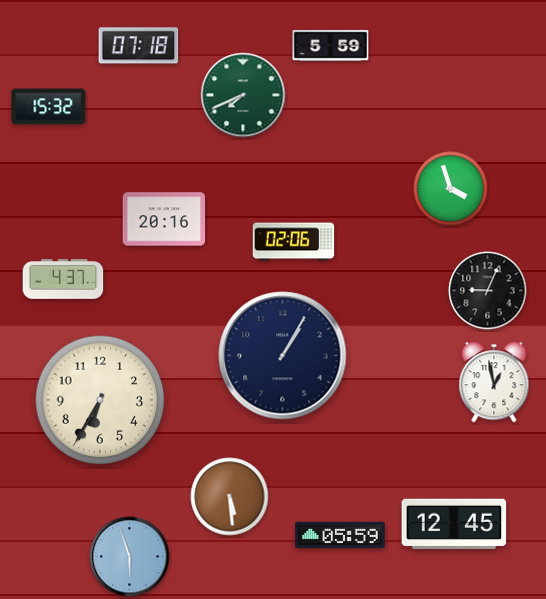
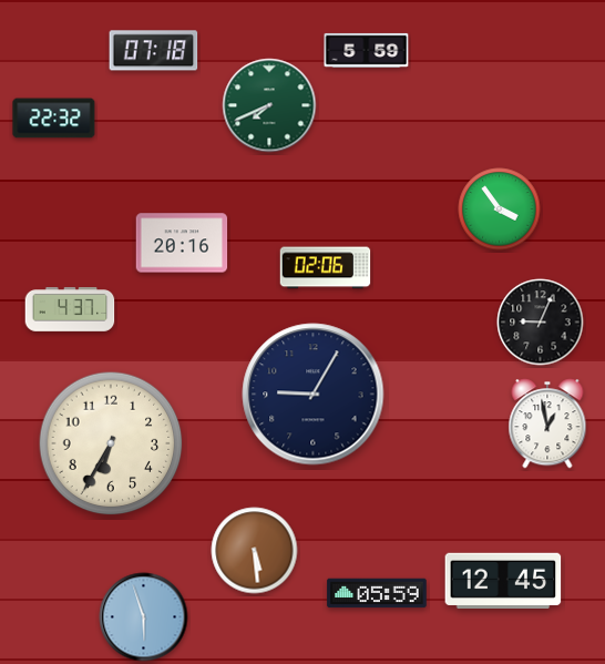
clock at (49, 107): 15:32 -> 22:32
clock at (451, 189): 3:57 -> 3:54
clock at (283, 356): 1:05 -> 9:05
